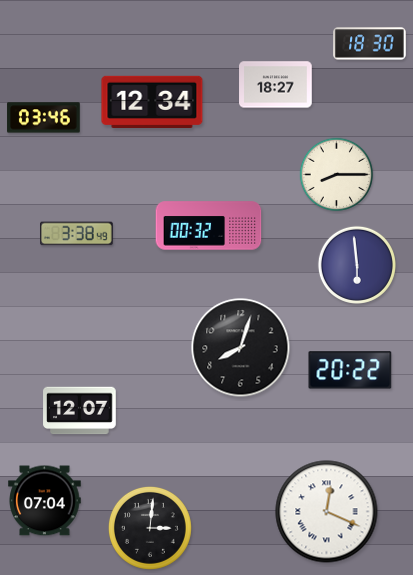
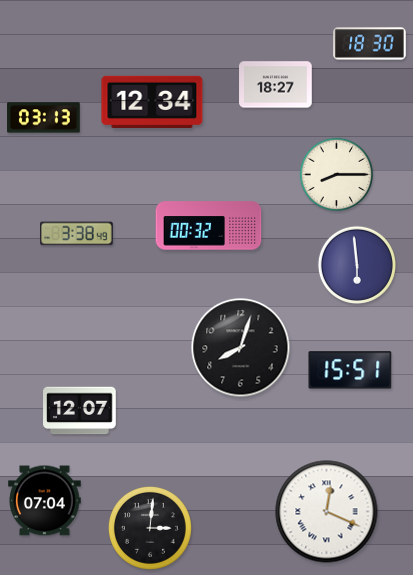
clock at (44, 118): 03:46 -> 03:13
clock at (350, 370): 20:22 -> 15:51
